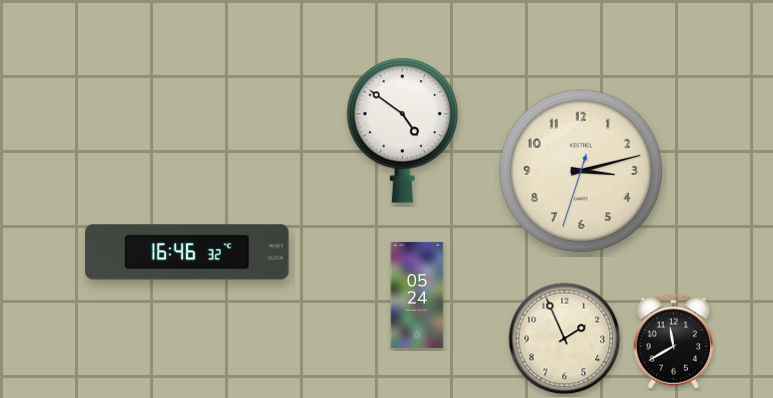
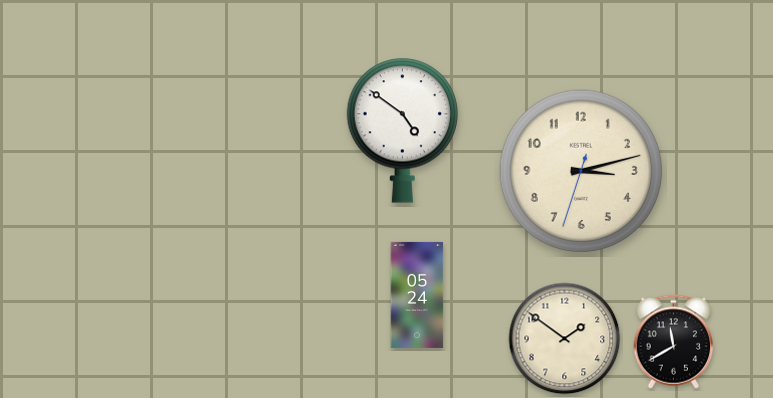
clock at (187, 252): 16:46 -> none
clock at (565, 339): 1:56 -> 1:51
